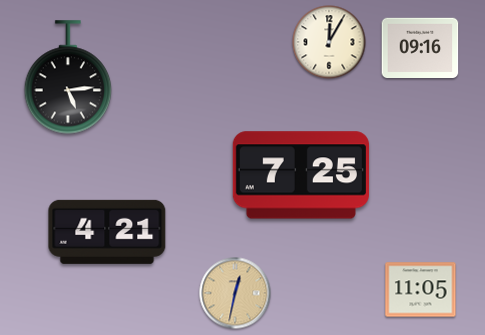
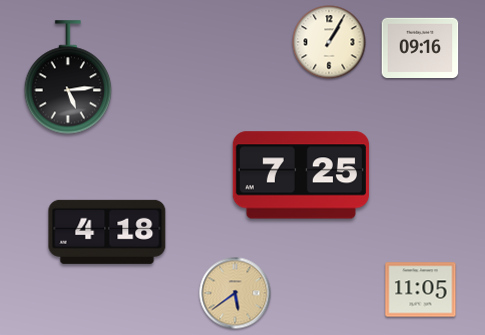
clock at (329, 42): 12:05 -> 1:05
clock at (107, 232): 4:21 -> 4:18
clock at (235, 293): 12:32 -> 5:39
